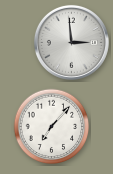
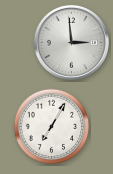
clock at (52, 127): 7:07 -> 7:05
